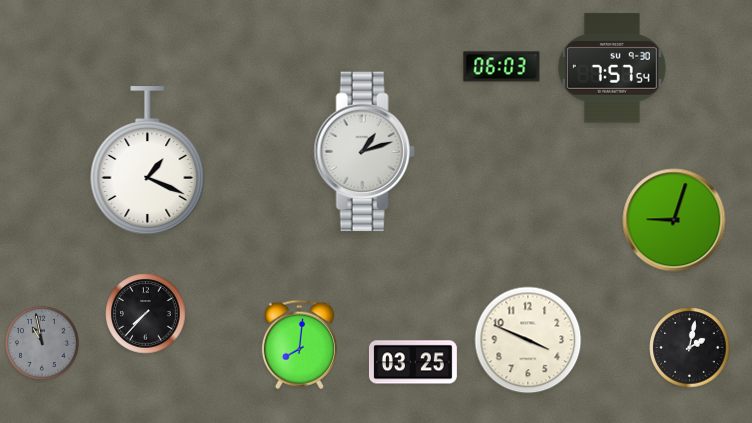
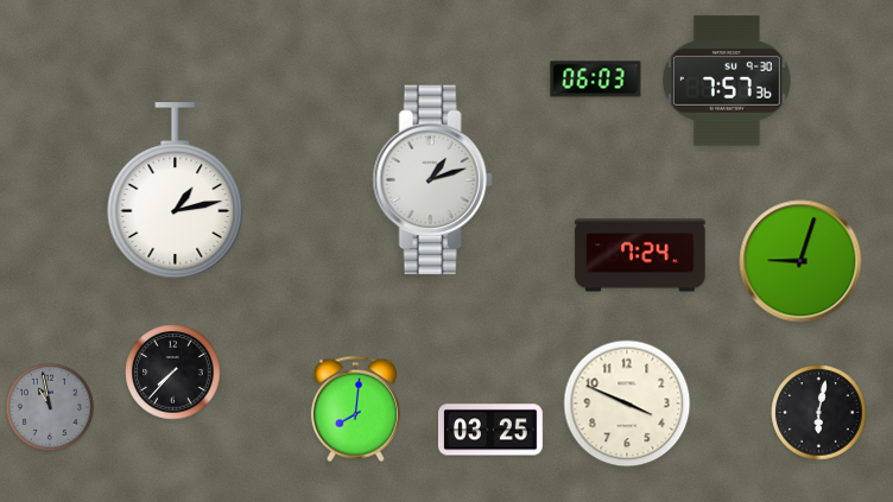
clock at (612, 68): 7:57:54 -> 7:57:36
clock at (148, 161): 1:19 -> 1:13
clock at (640, 255): none -> 7:24
clock at (690, 348): 2:02 -> 6:02
